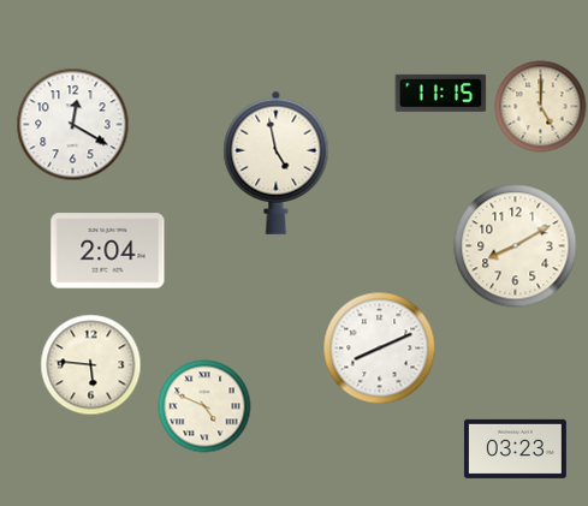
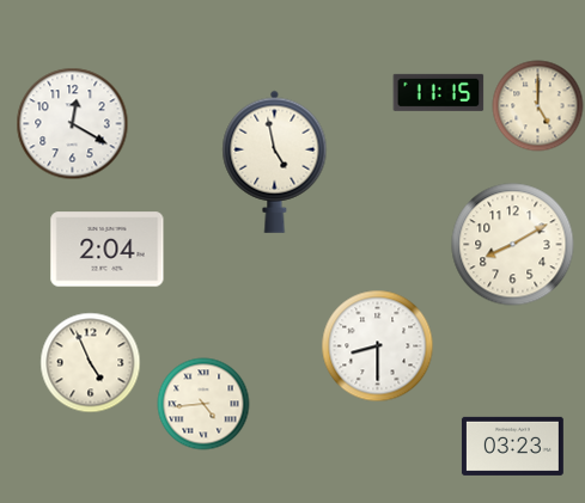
clock at (380, 349): 8:11 -> 8:30
clock at (91, 365): 5:46 -> 4:56
clock at (204, 406): 4:49 -> 4:44
